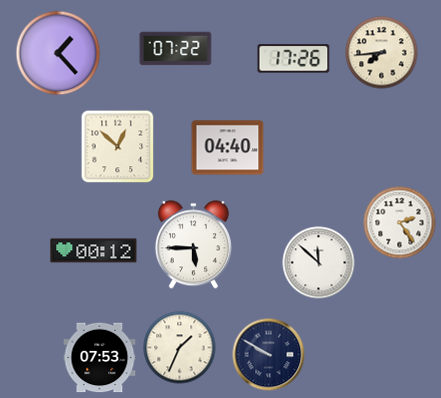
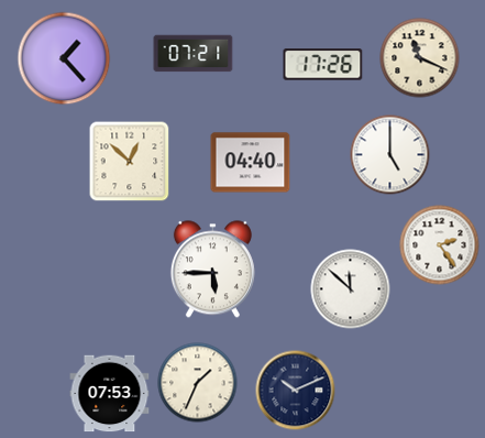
clock at (176, 49): 07:22 -> 07:21
clock at (382, 53): 7:44 -> 11:19
clock at (390, 155): none -> 5:00
clock at (94, 251): 00:12 -> none
clock at (269, 355): 9:50 -> 10:11
